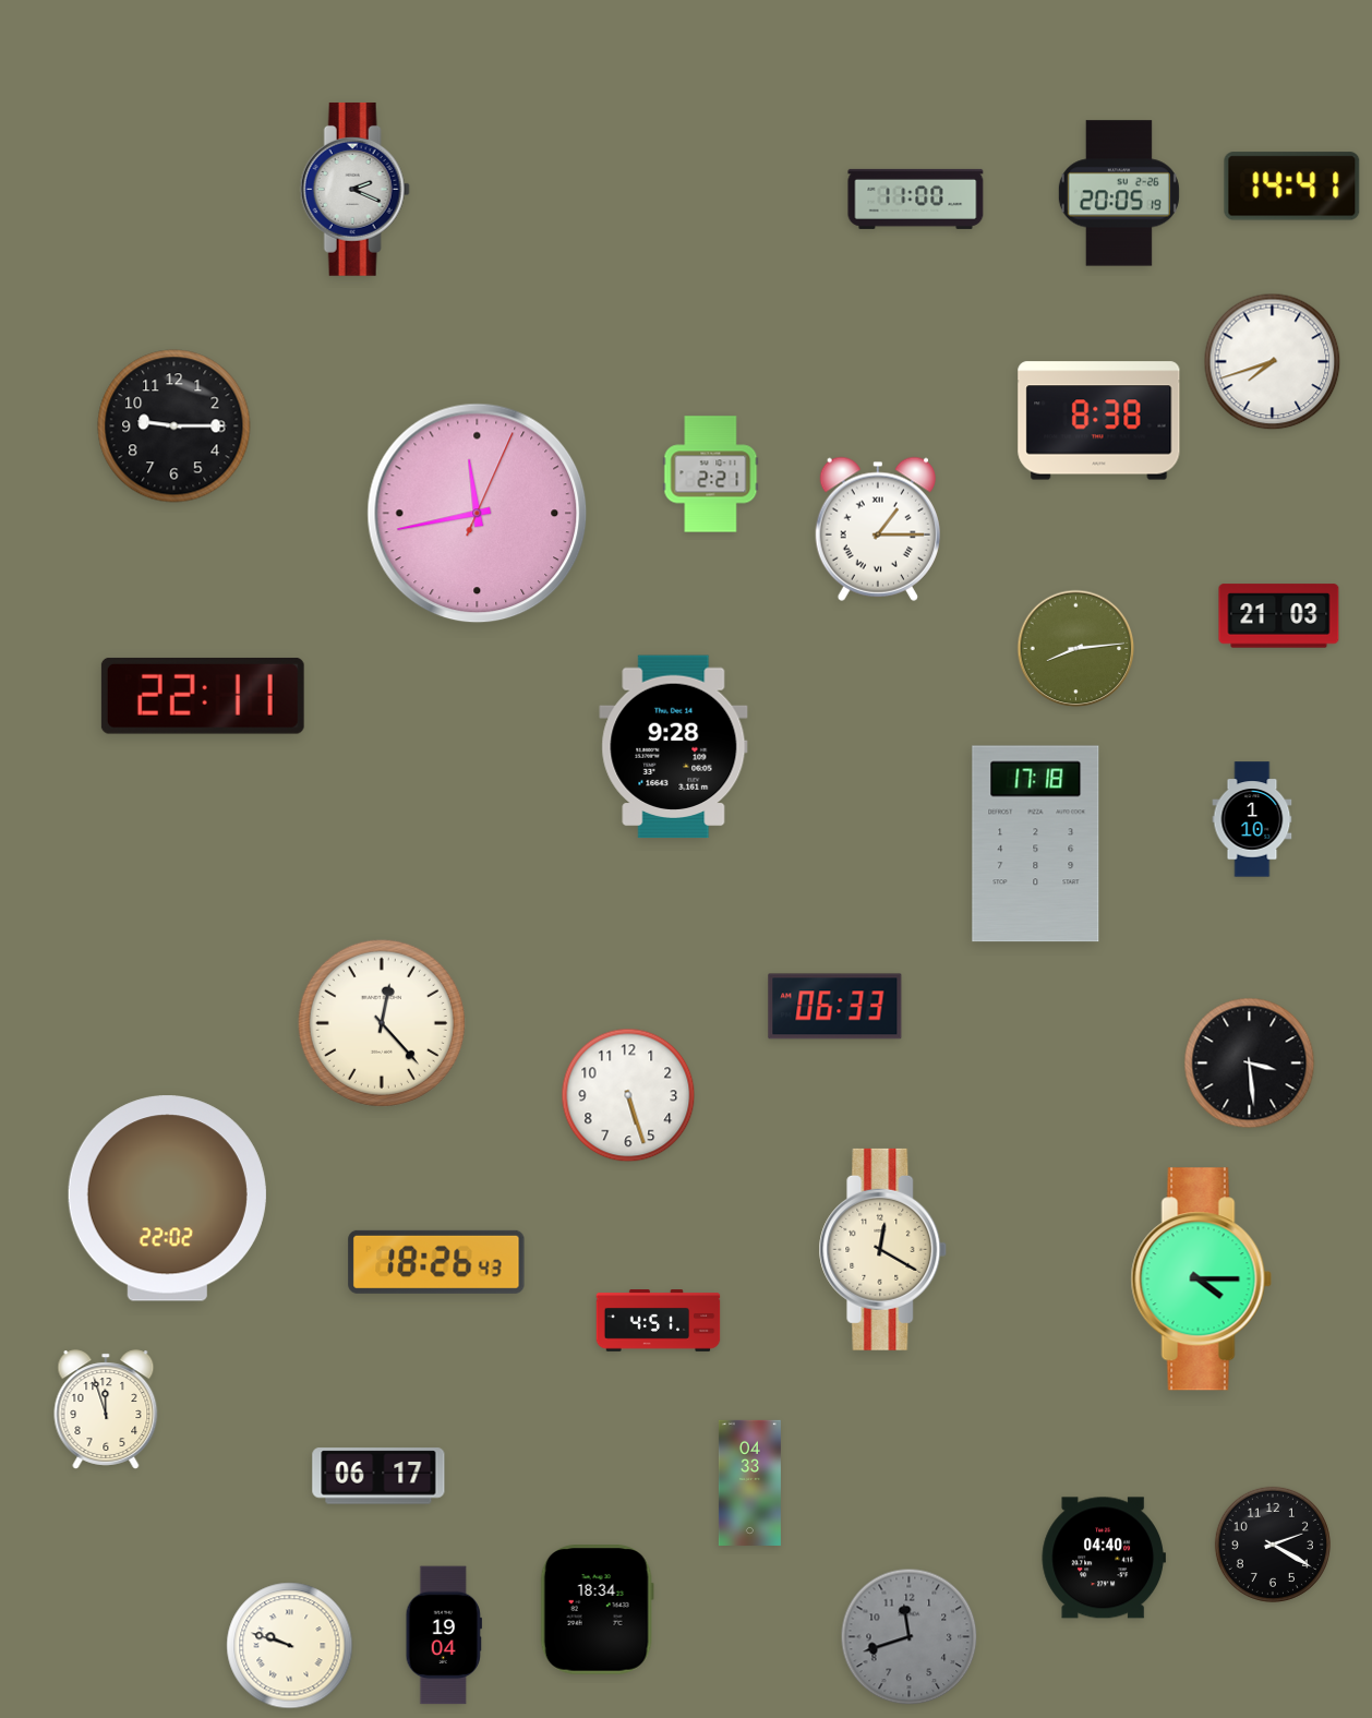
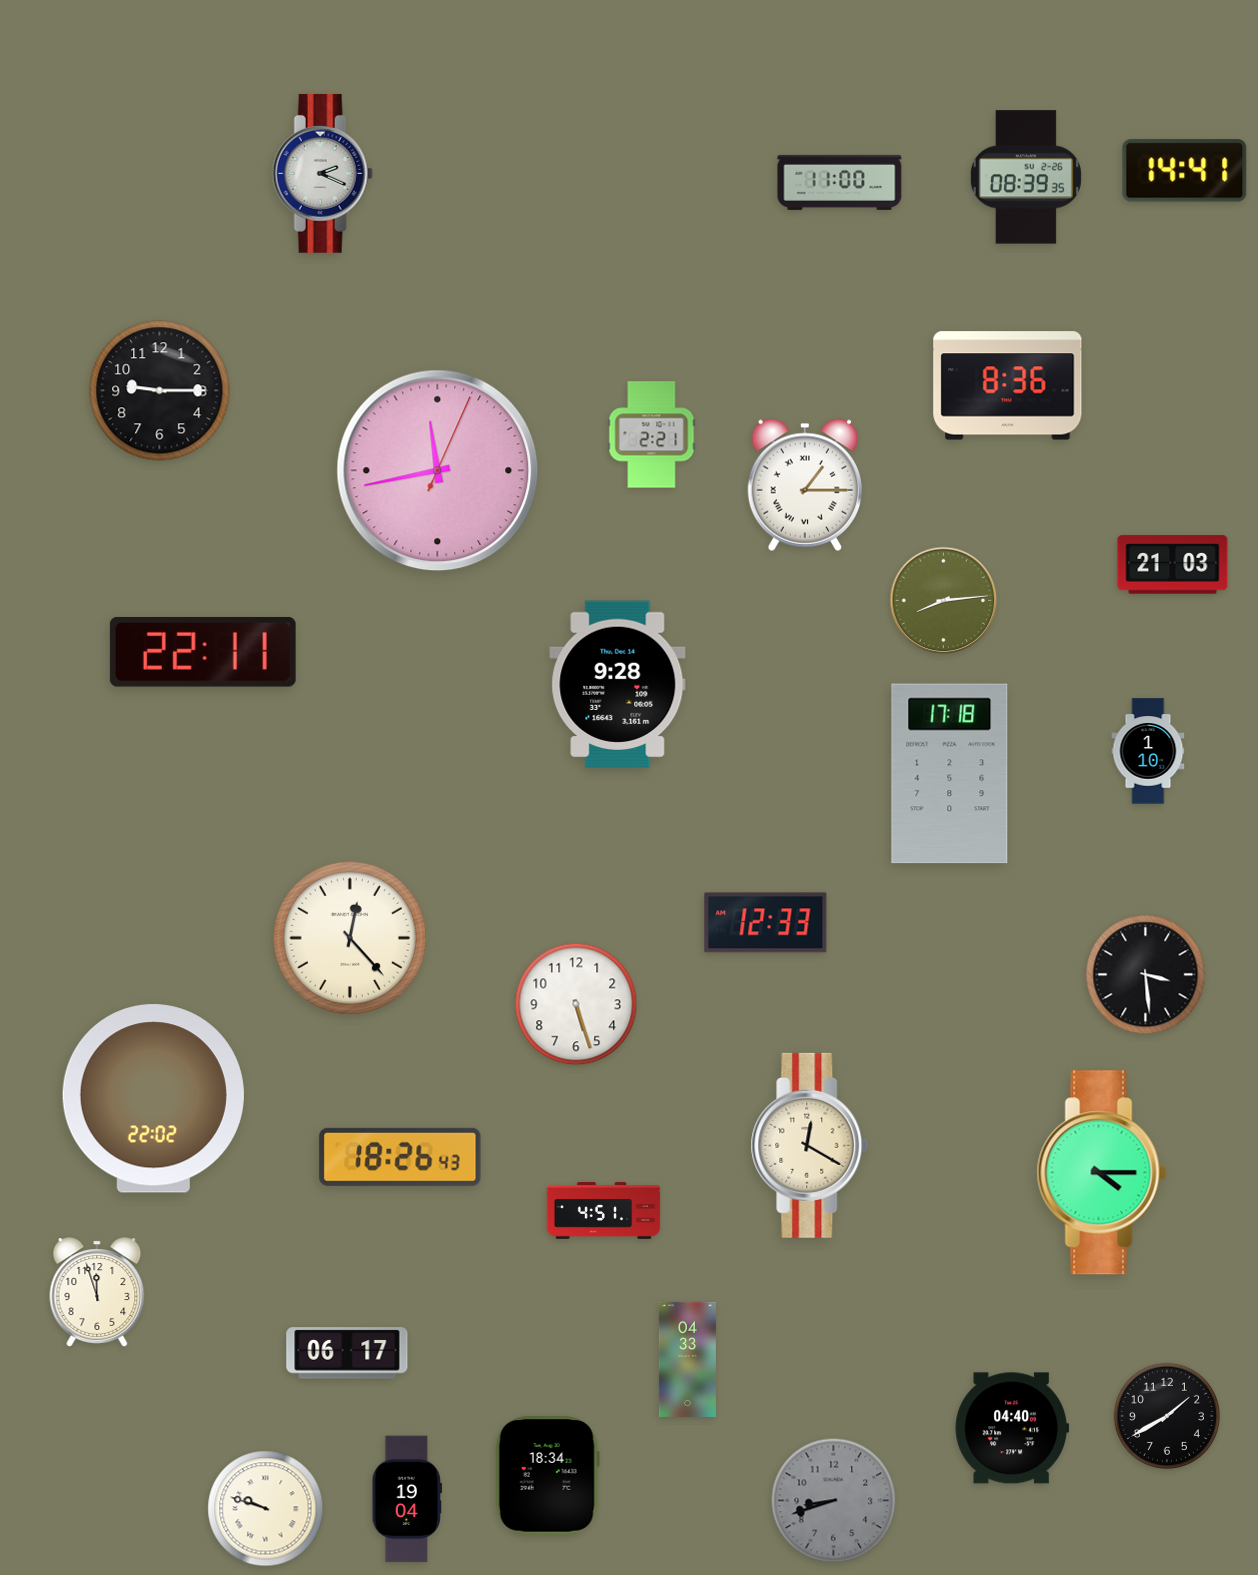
clock at (354, 190) position: (354, 190) -> (322, 174)
clock at (1119, 193): 20:05 -> 08:39
clock at (1273, 362): 7:42 -> none
clock at (1099, 421): 8:38 -> 8:36
clock at (1076, 649) position: (1076, 649) -> (944, 601)
clock at (203, 696) position: (203, 696) -> (203, 652)
clock at (835, 1007): 06:33 -> 12:33
clock at (1273, 1545): 2:20 -> 1:40
clock at (910, 1637): 11:42 -> 8:42
